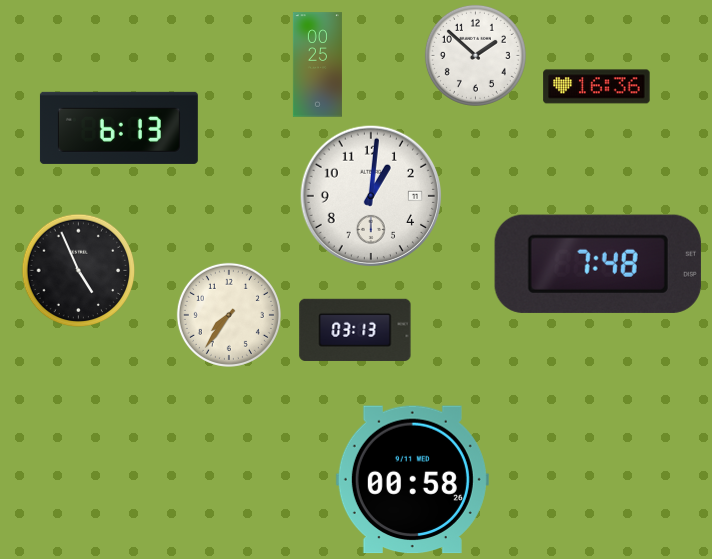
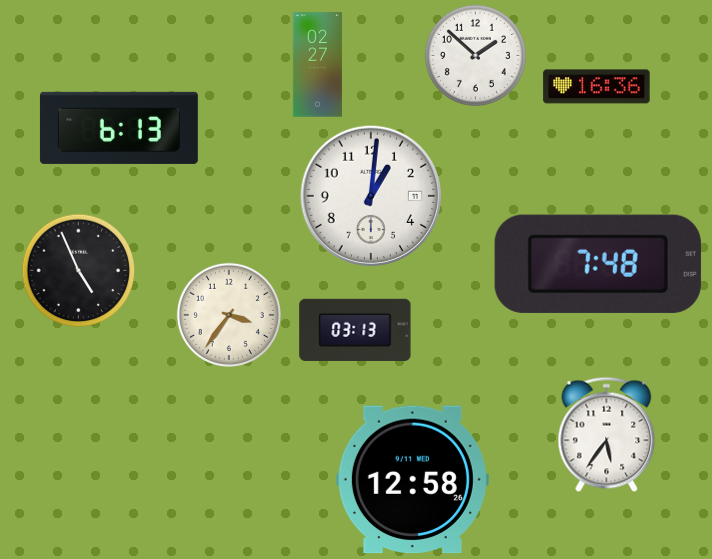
clock at (317, 65): 00:25 -> 02:27
clock at (229, 315): 7:36 -> 3:36
clock at (607, 434): none -> 5:36
clock at (412, 480): 00:58 -> 12:58
